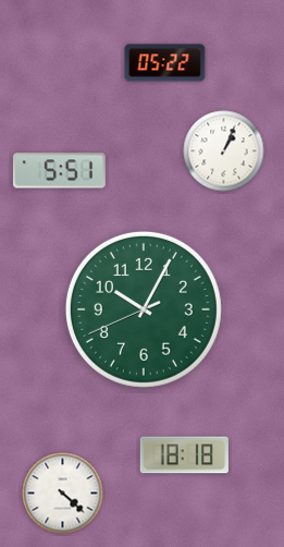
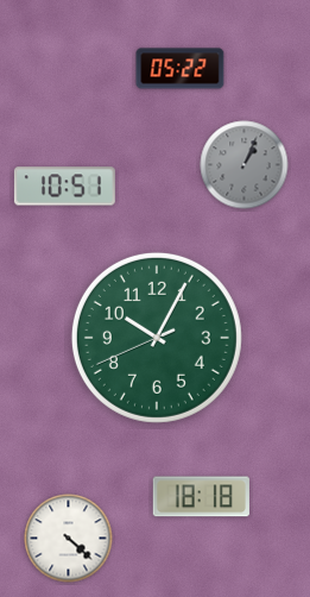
clock at (224, 151) dial: white -> grey
clock at (59, 171): 5:51 -> 10:51
